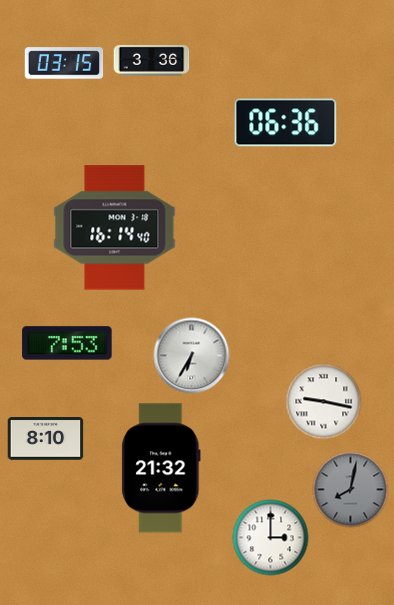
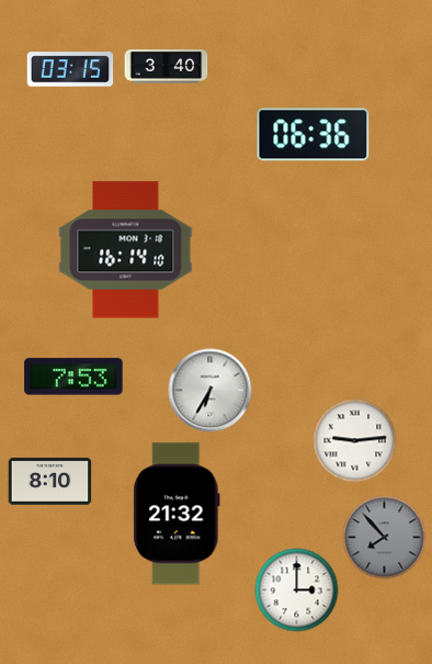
clock at (152, 61): 3:36 -> 3:40
clock at (115, 228): 16:14:40 -> 16:14:10
clock at (324, 402): 9:17 -> 9:14
clock at (351, 490): 8:02 -> 7:53
